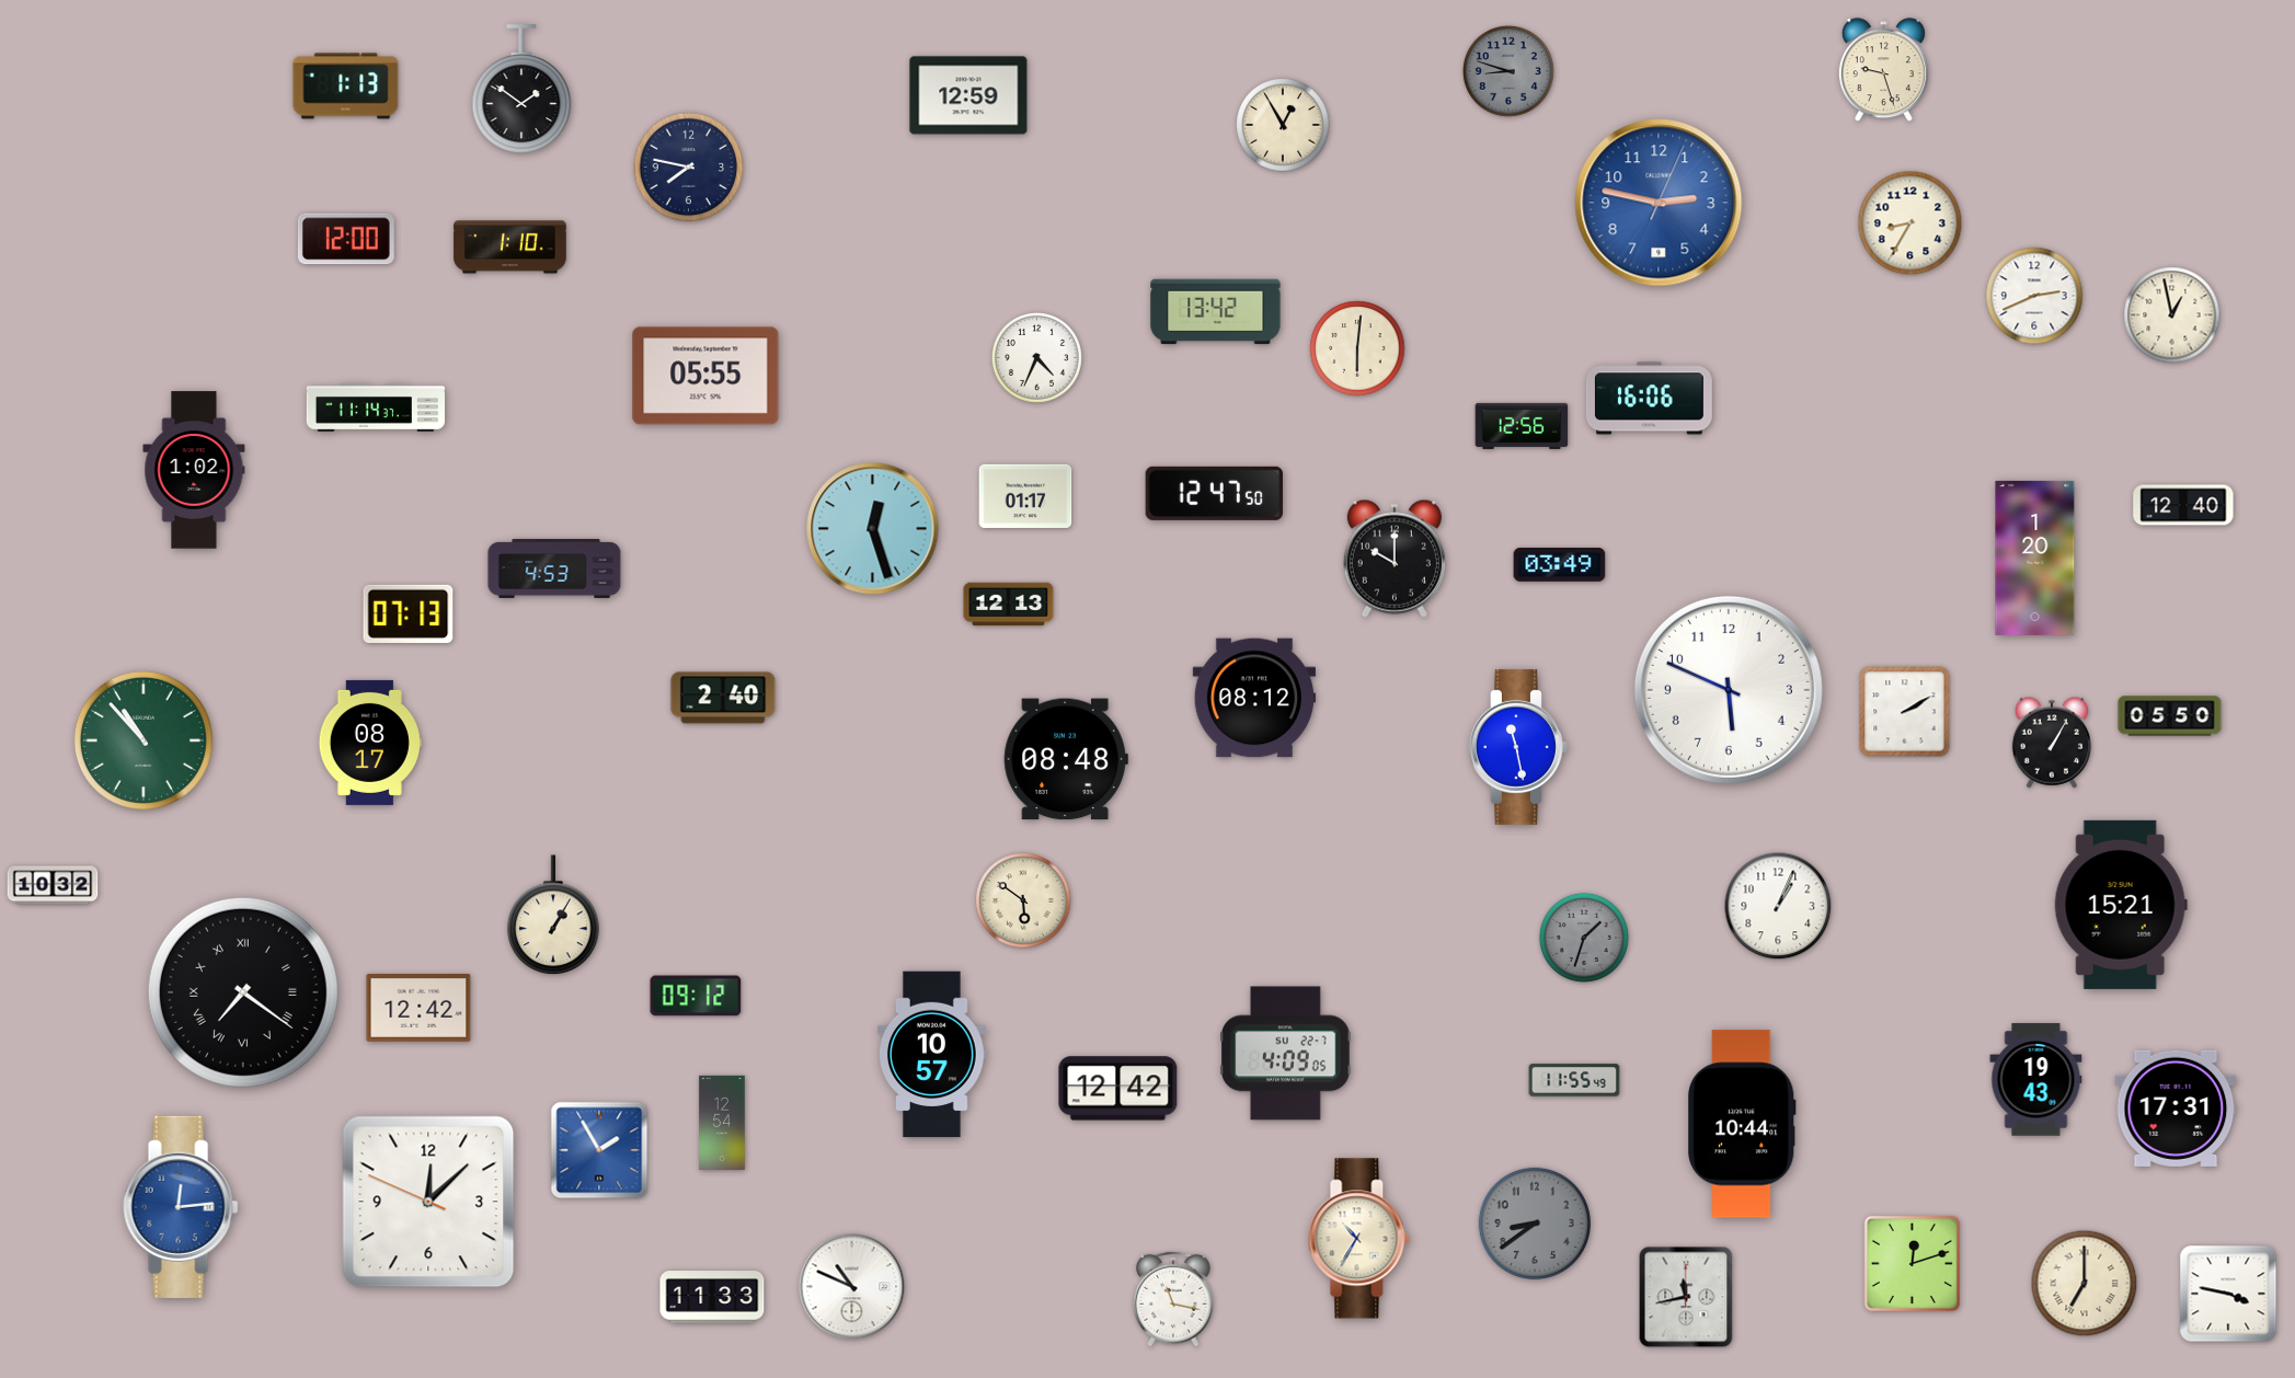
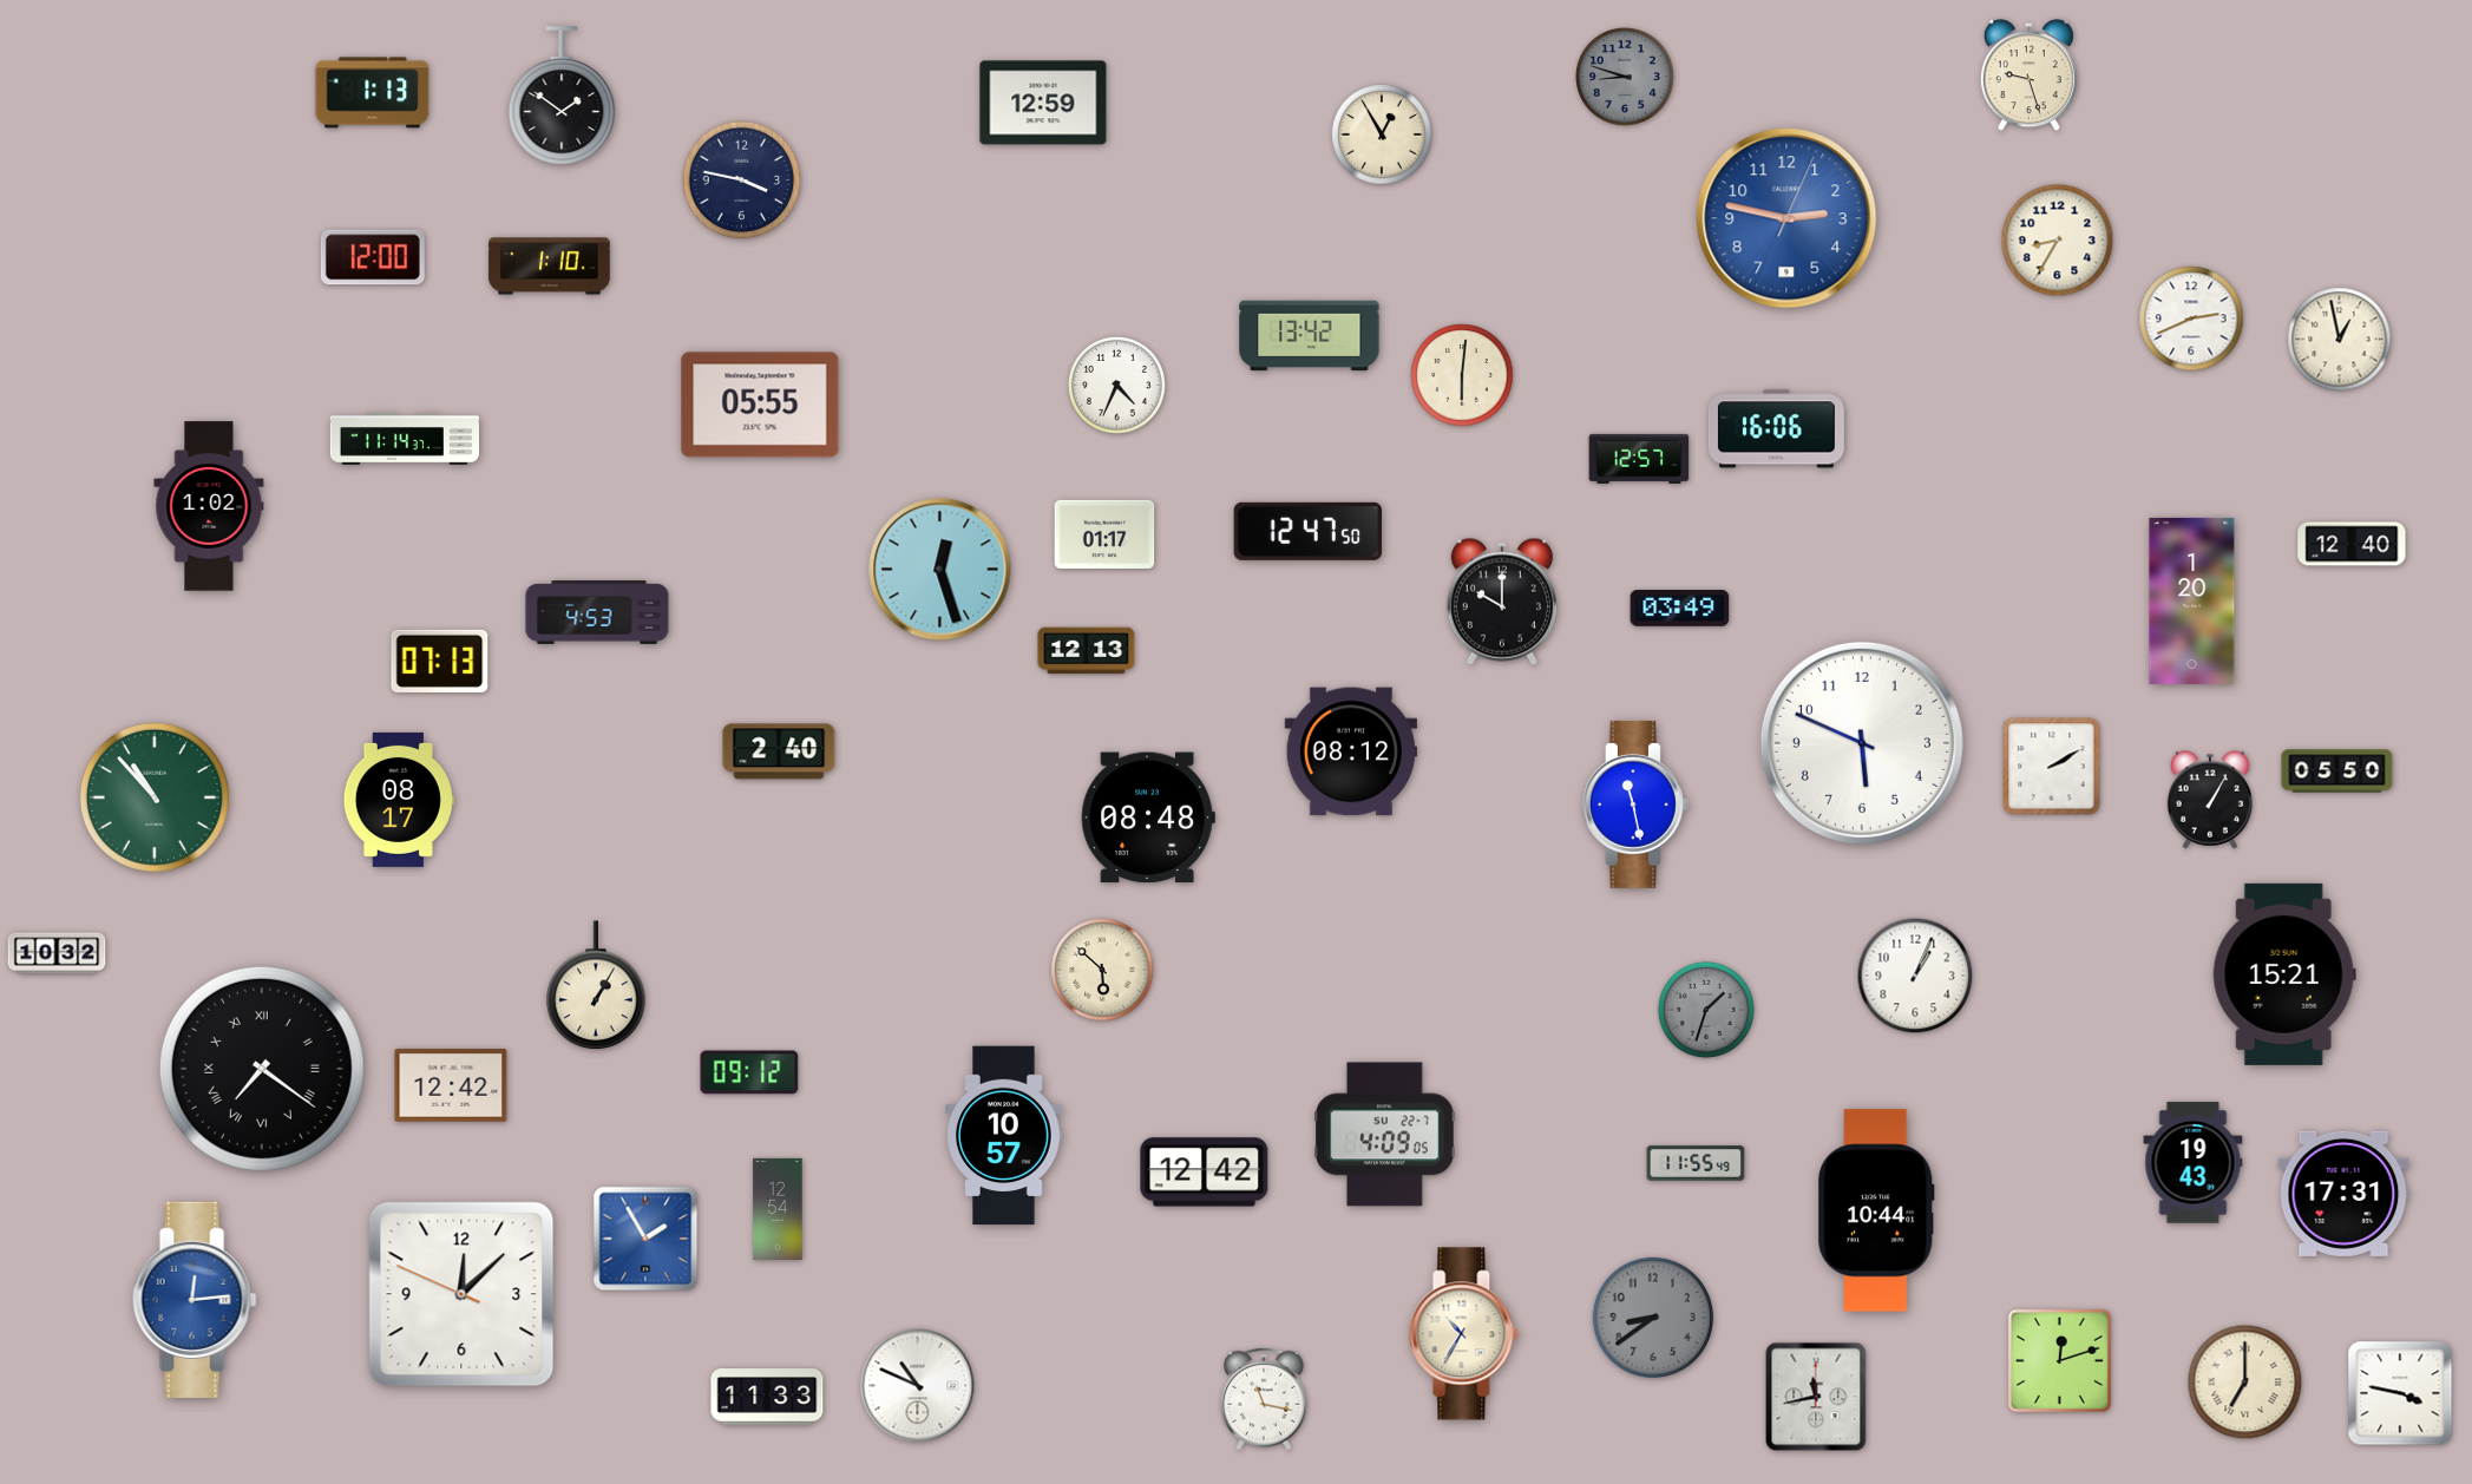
clock at (689, 168): 7:47 -> 3:47
clock at (1522, 426): 12:56 -> 12:57
clock at (1023, 900): 5:51 -> 5:52
